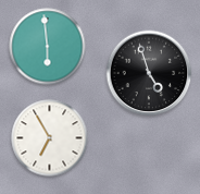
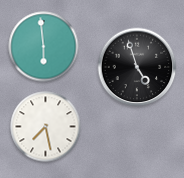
clock at (48, 47) position: (48, 47) -> (44, 47)
clock at (50, 138): 6:55 -> 7:28
